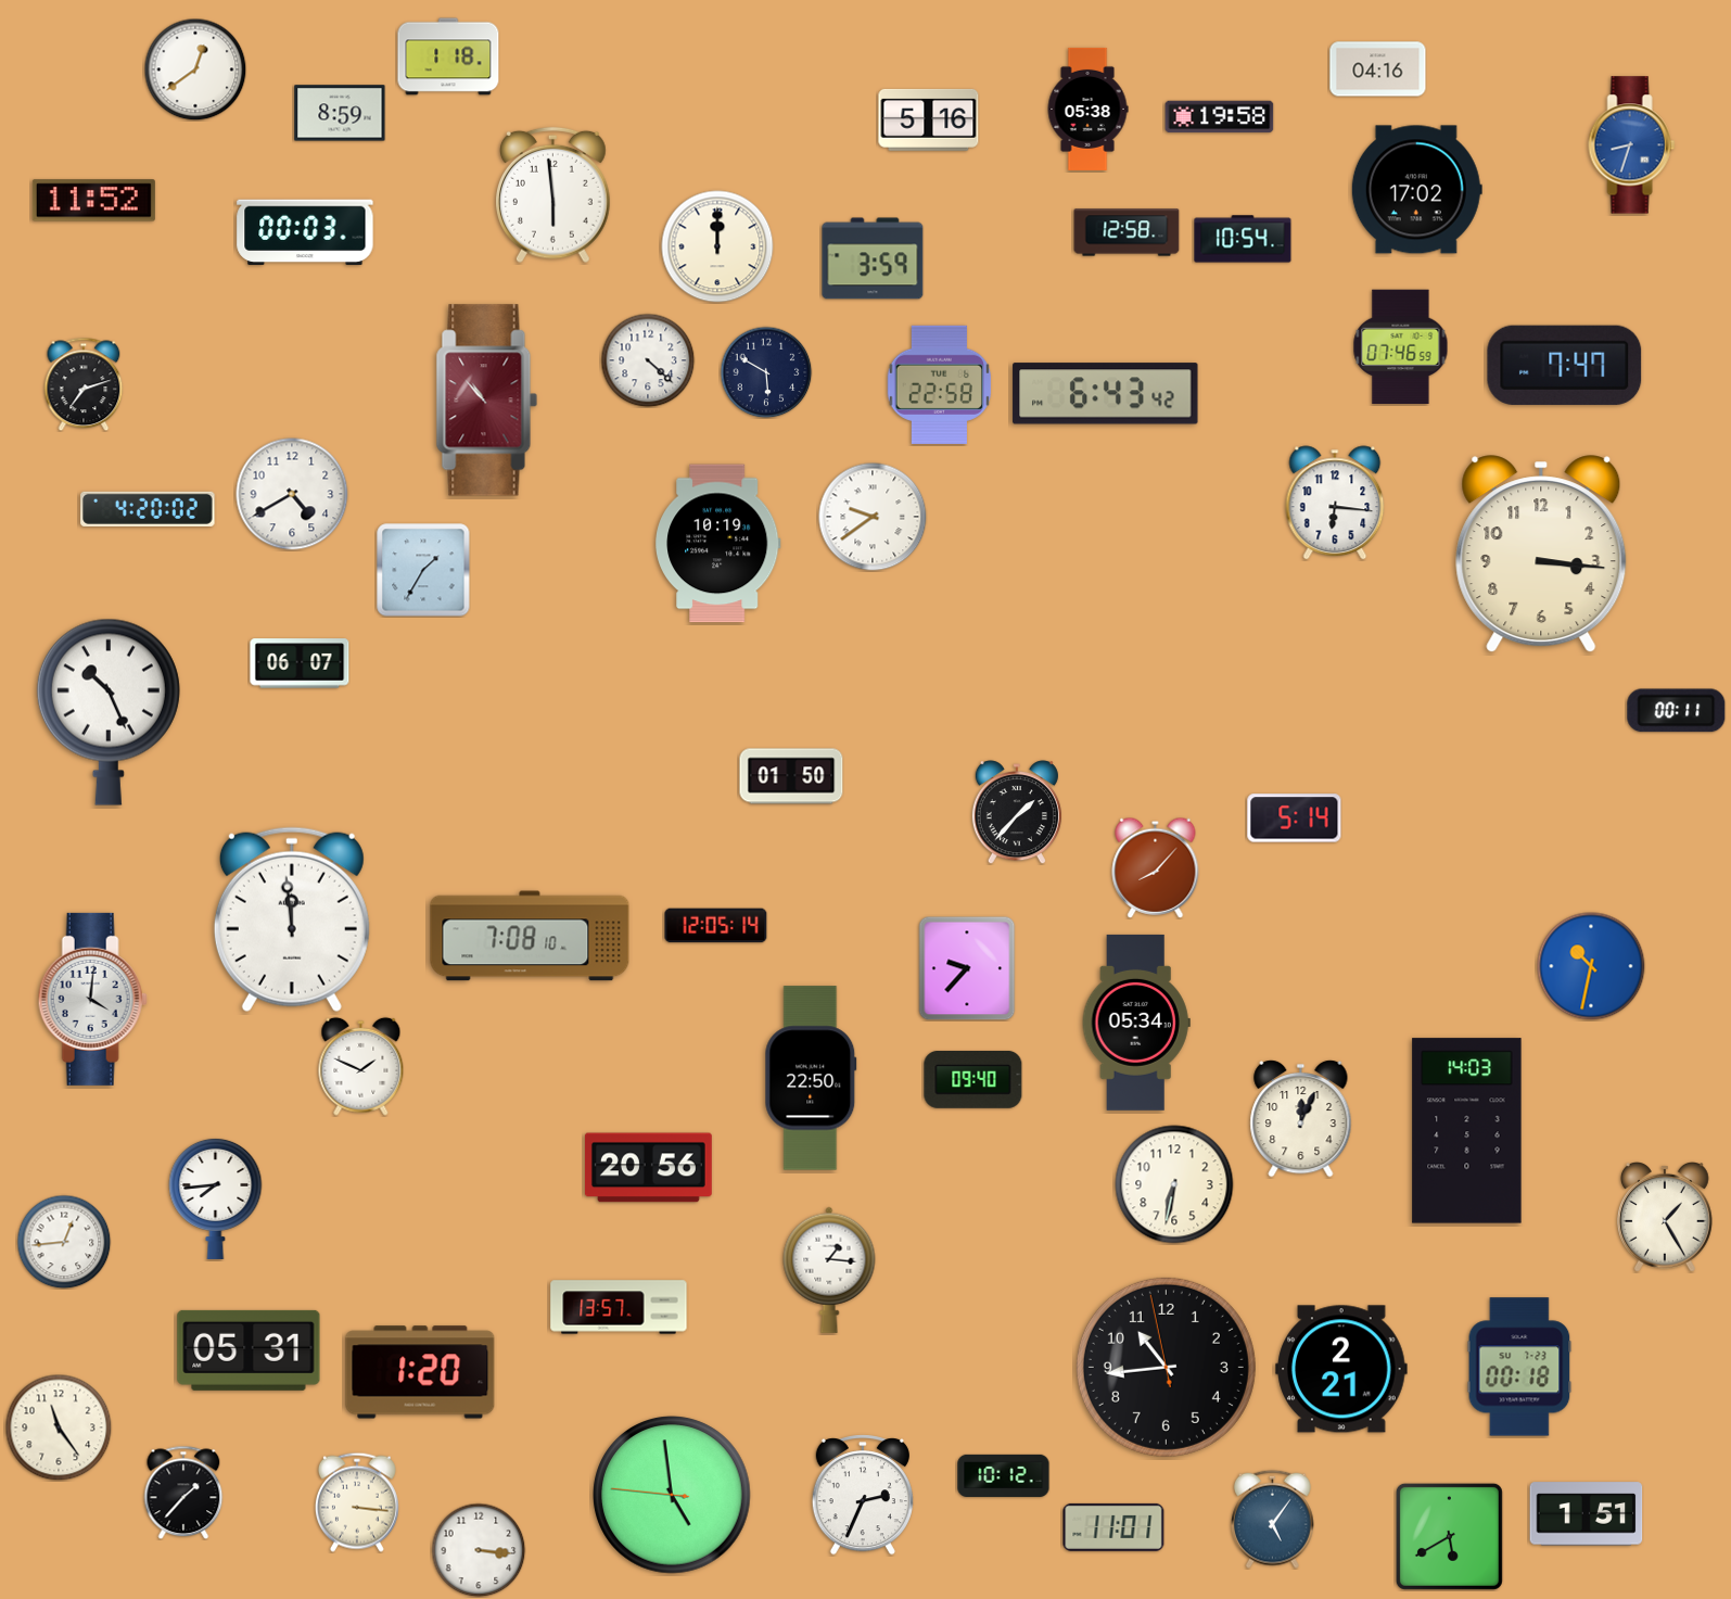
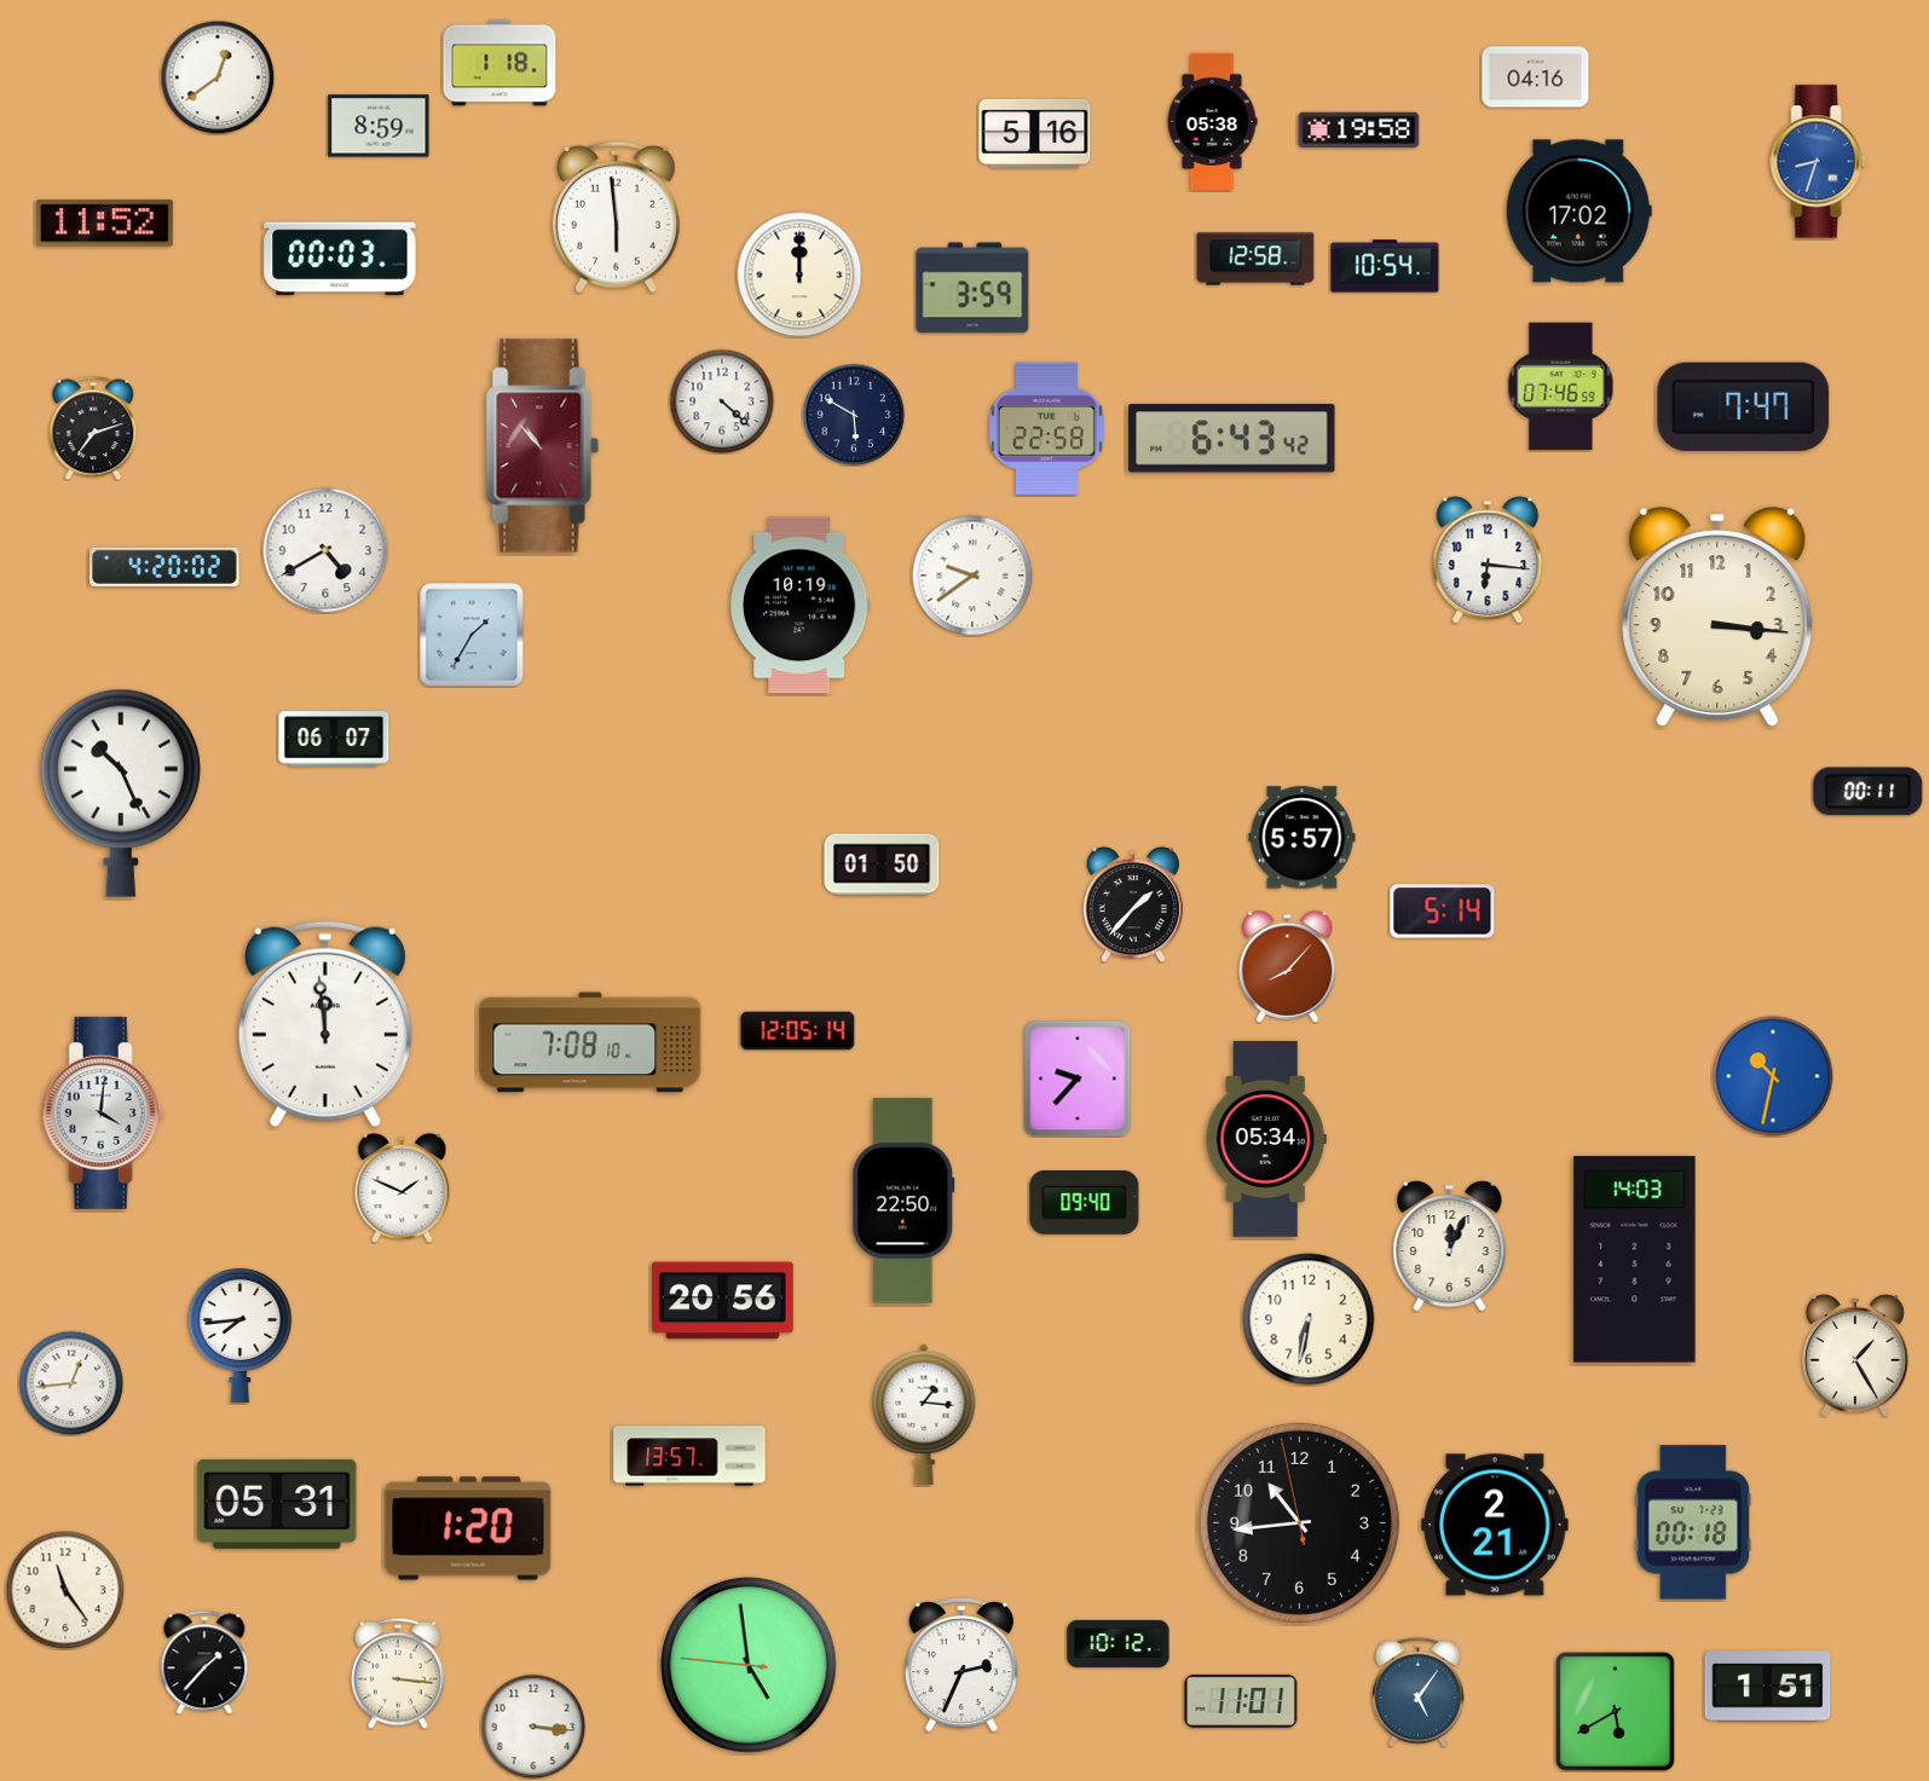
clock at (1303, 838): none -> 5:57
